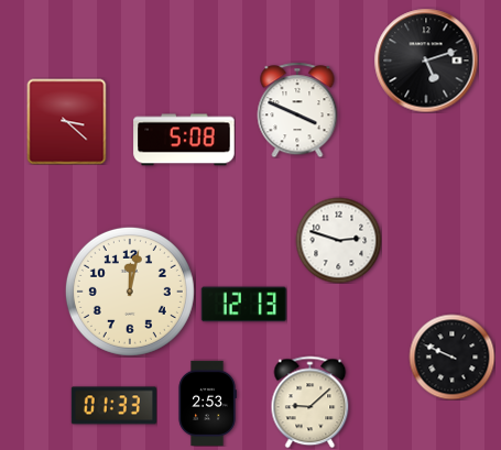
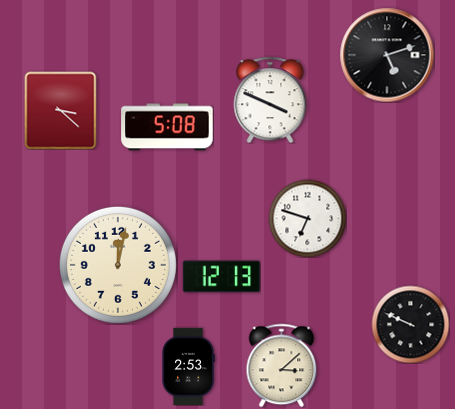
clock at (338, 240): 2:48 -> 6:48
clock at (311, 402): 9:08 -> 3:08
clock at (113, 406): 01:33 -> none
